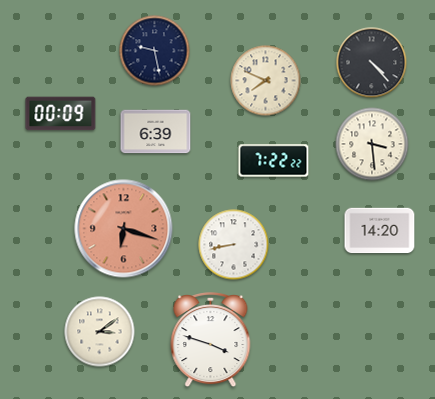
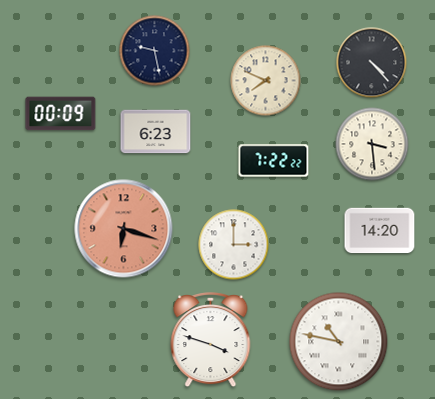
clock at (156, 132): 6:39 -> 6:23
clock at (234, 245): 8:43 -> 3:00
clock at (100, 332): 3:09 -> none
clock at (339, 342): none -> 10:47
